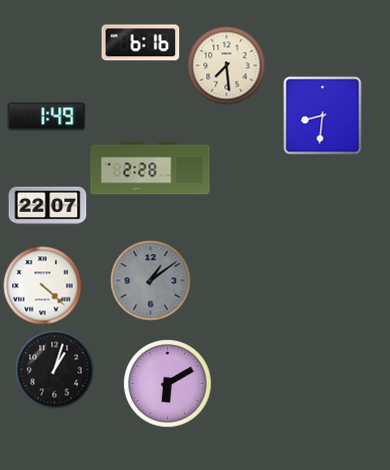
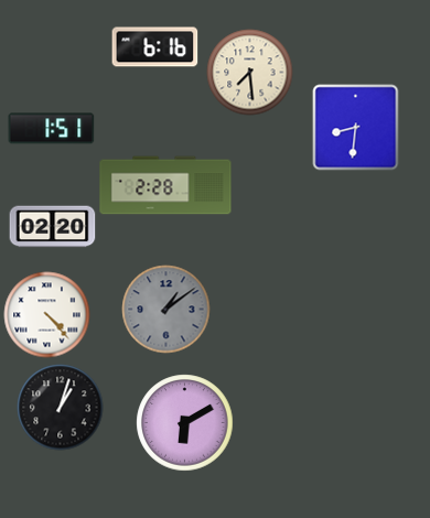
clock at (46, 117): 1:49 -> 1:51
clock at (47, 206): 22:07 -> 02:20
clock at (42, 285): 4:22 -> 4:23
